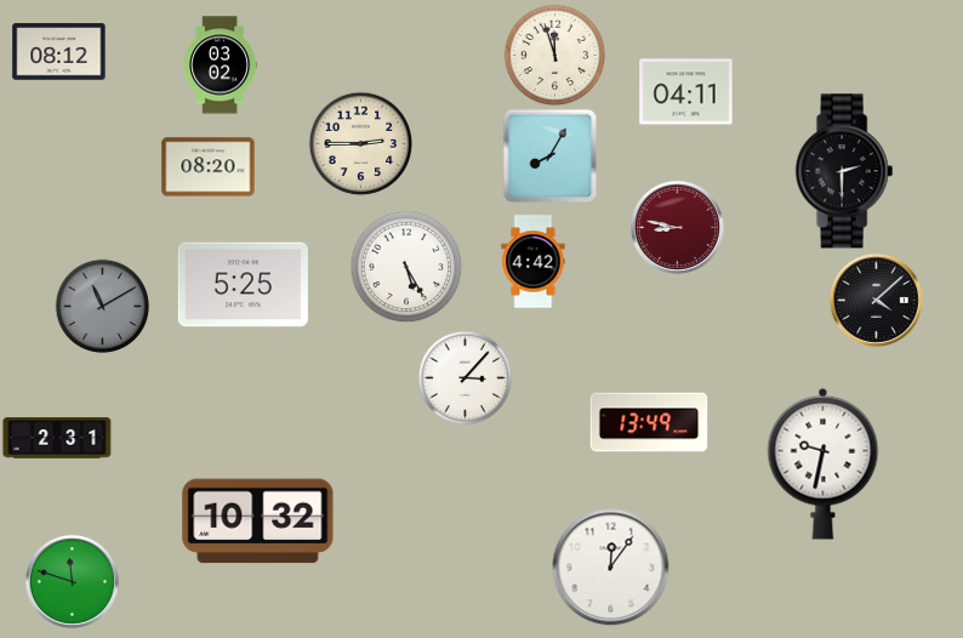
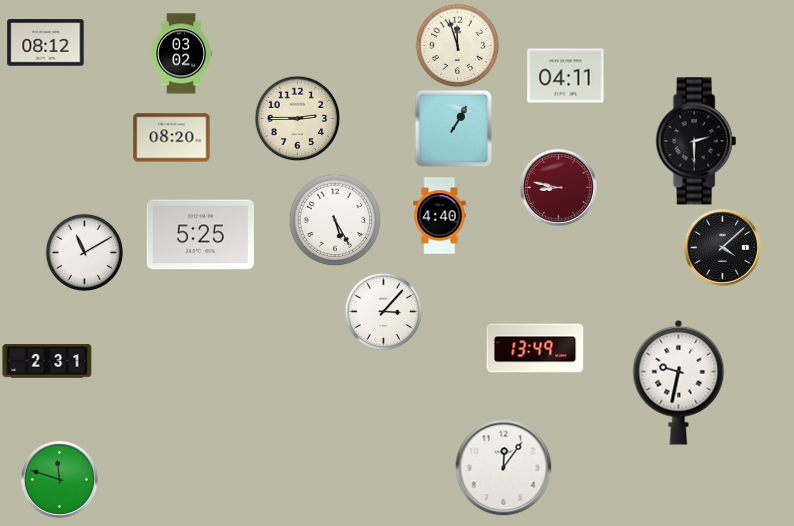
clock at (59, 52) position: (59, 52) -> (46, 43)
clock at (549, 155): 8:05 -> 1:05
clock at (534, 262): 4:42 -> 4:40
clock at (102, 306) dial: grey -> white
clock at (258, 522): 10:32 -> none
